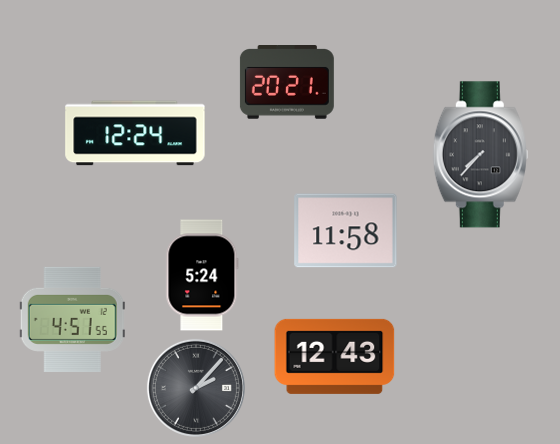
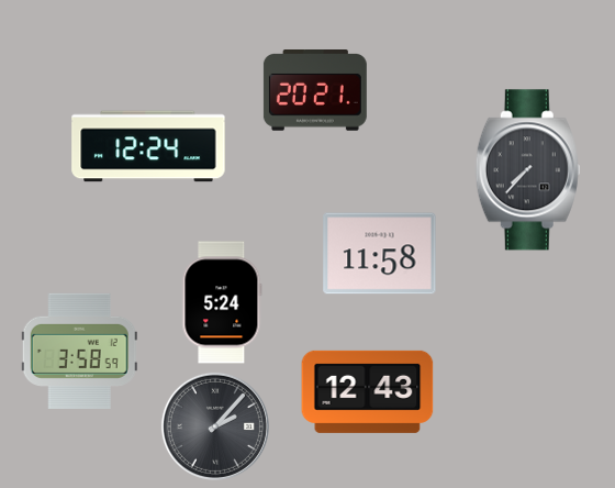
clock at (72, 319): 4:51 -> 3:58
